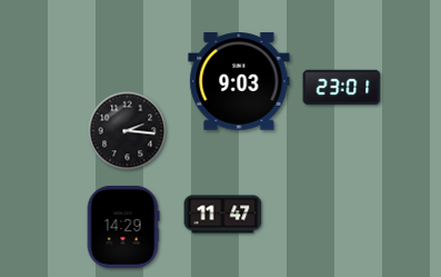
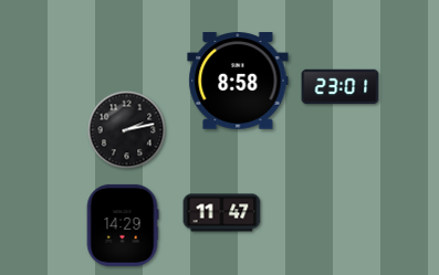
clock at (239, 81): 9:03 -> 8:58
clock at (128, 131): 2:16 -> 2:13
